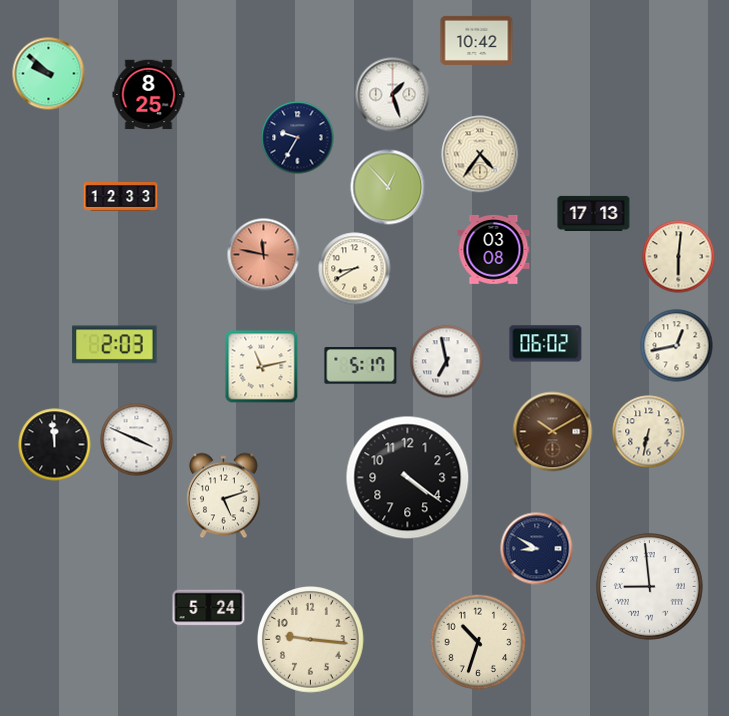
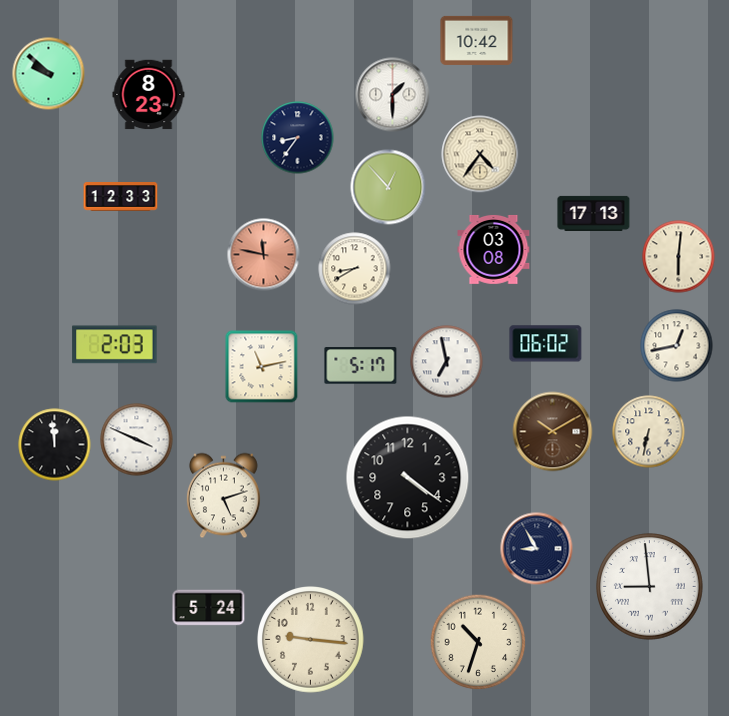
clock at (149, 95): 8:25 -> 8:23
clock at (393, 95): 1:27 -> 1:30
clock at (298, 138): 9:35 -> 8:36
clock at (537, 549): 8:50 -> 8:55
